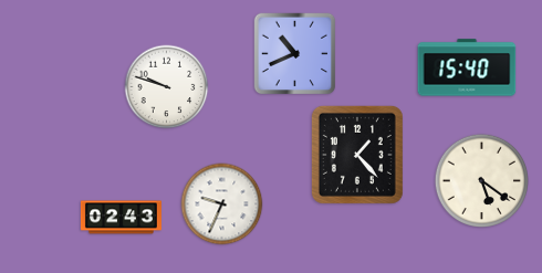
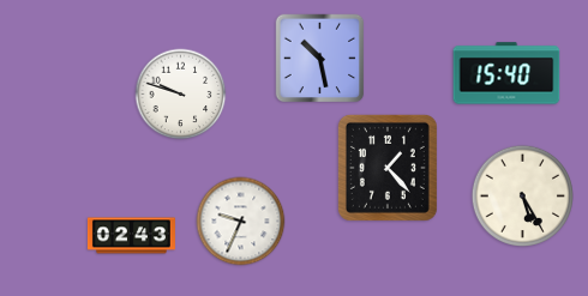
clock at (295, 54): 10:41 -> 10:28
clock at (481, 180): 5:21 -> 5:25
